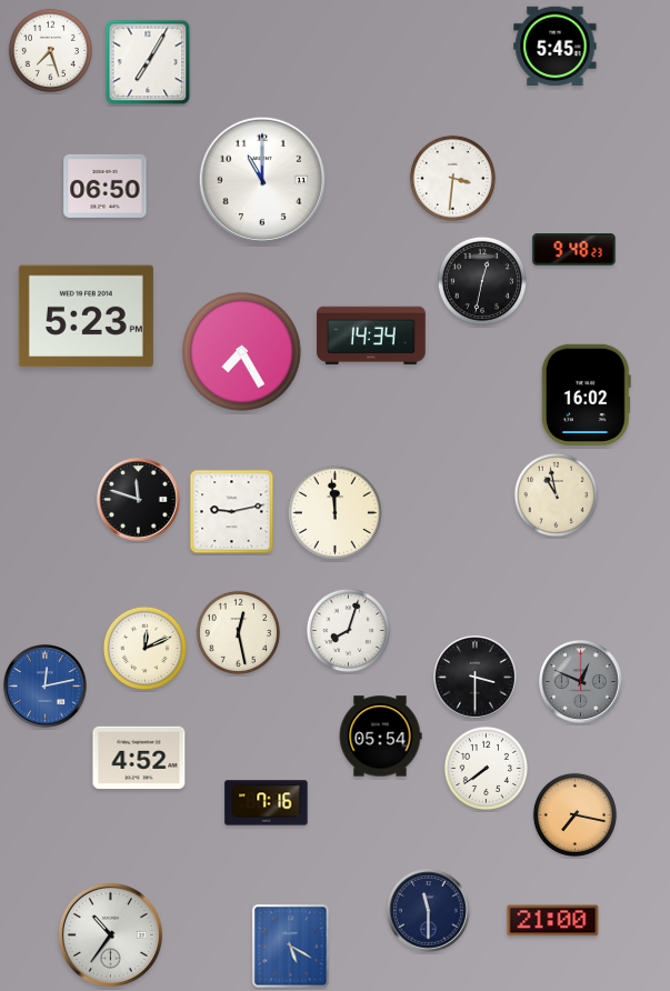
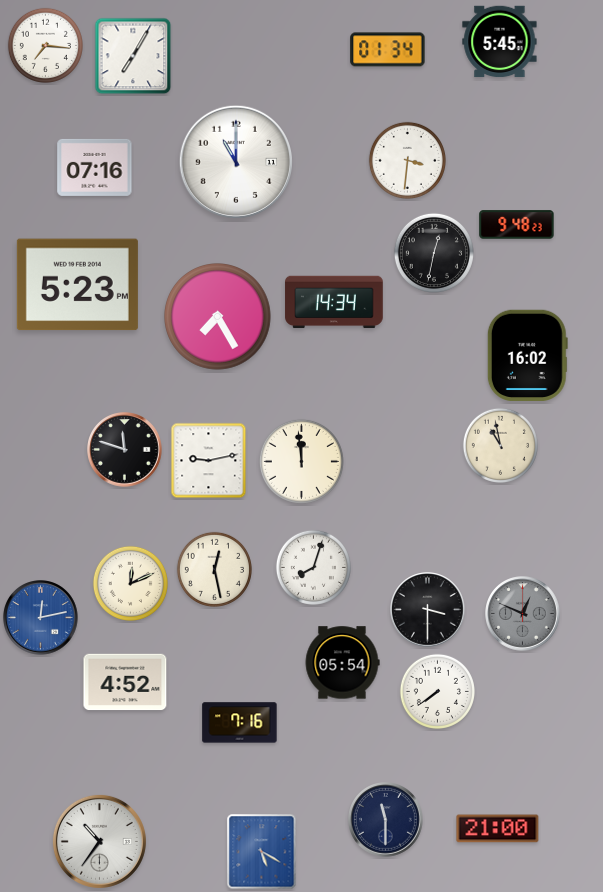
clock at (50, 50): 7:27 -> 7:16
clock at (388, 50): none -> 01:34
clock at (106, 186): 06:50 -> 07:16
clock at (574, 814): 7:17 -> none
